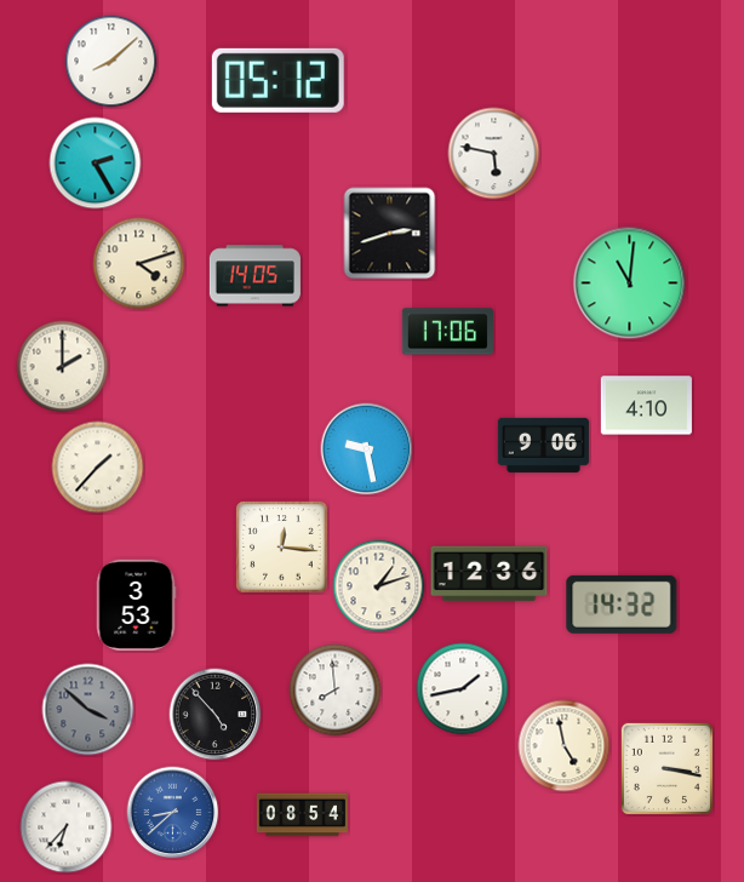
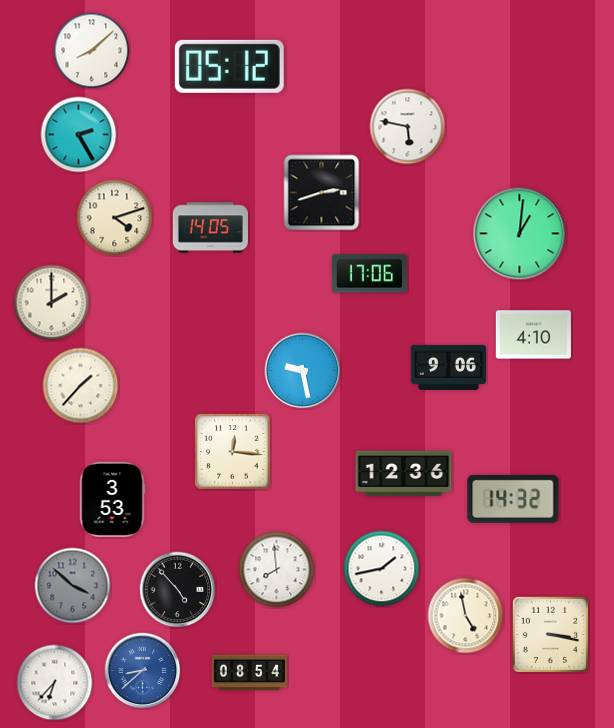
clock at (630, 283): 11:01 -> 1:01
clock at (379, 586): 1:12 -> none
